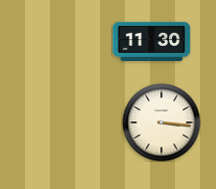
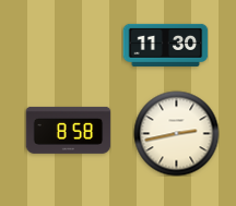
clock at (68, 130): none -> 8:58
clock at (161, 122): 3:16 -> 2:43
